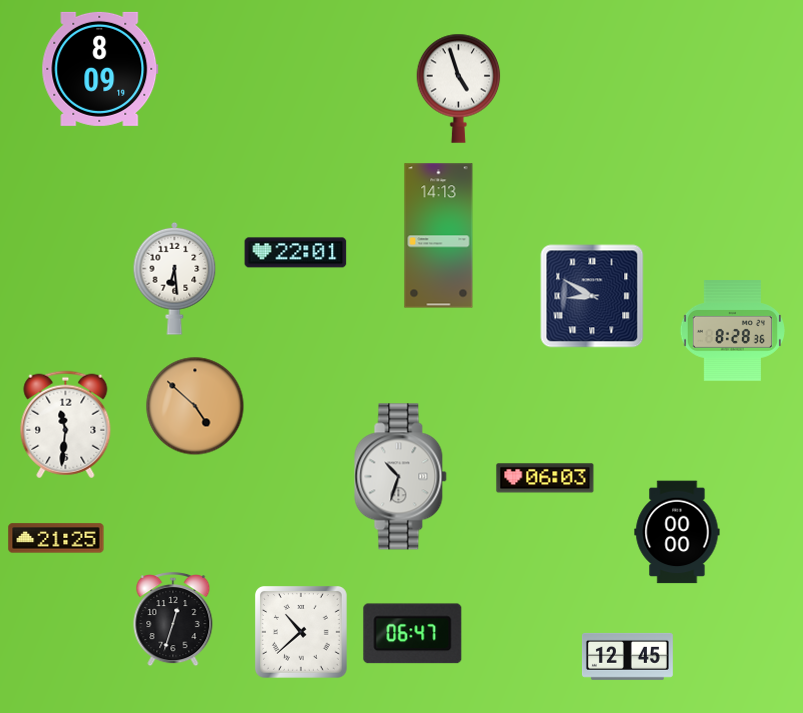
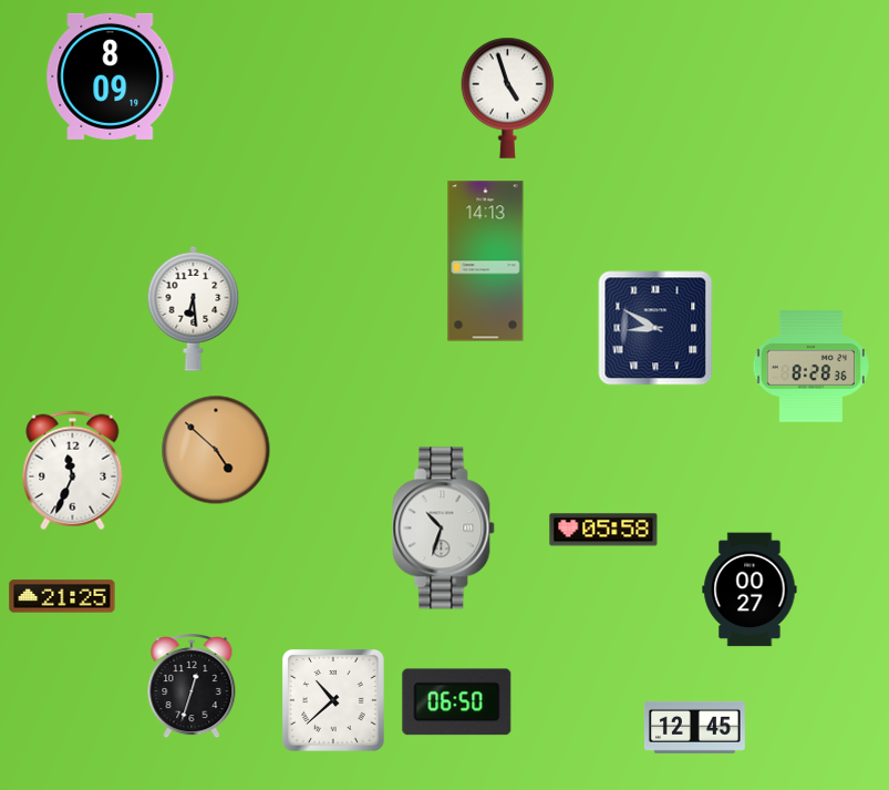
clock at (296, 253): 22:01 -> none
clock at (66, 425): 11:31 -> 11:34
clock at (545, 478): 06:03 -> 05:58
clock at (677, 532): 00:00 -> 00:27
clock at (413, 634): 06:47 -> 06:50
